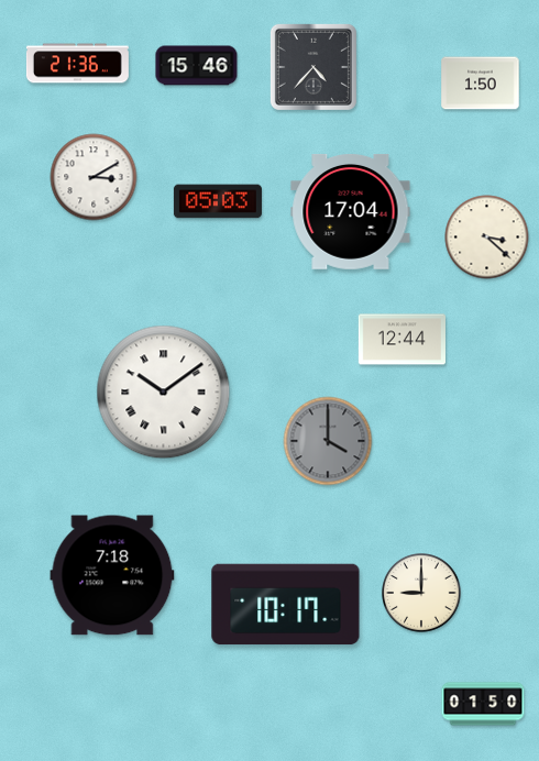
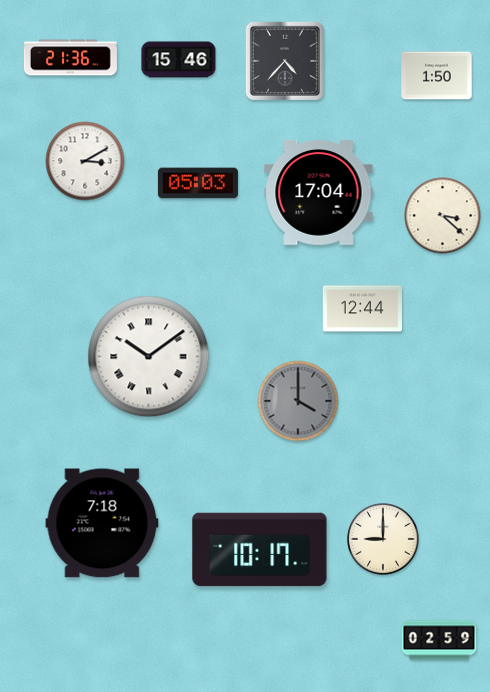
clock at (402, 340) position: (402, 340) -> (362, 309)
clock at (483, 704): 01:50 -> 02:59
